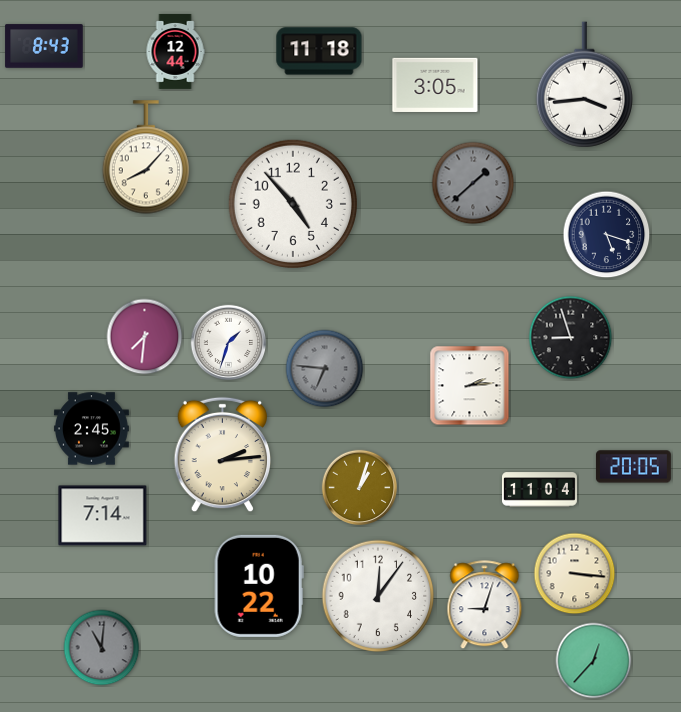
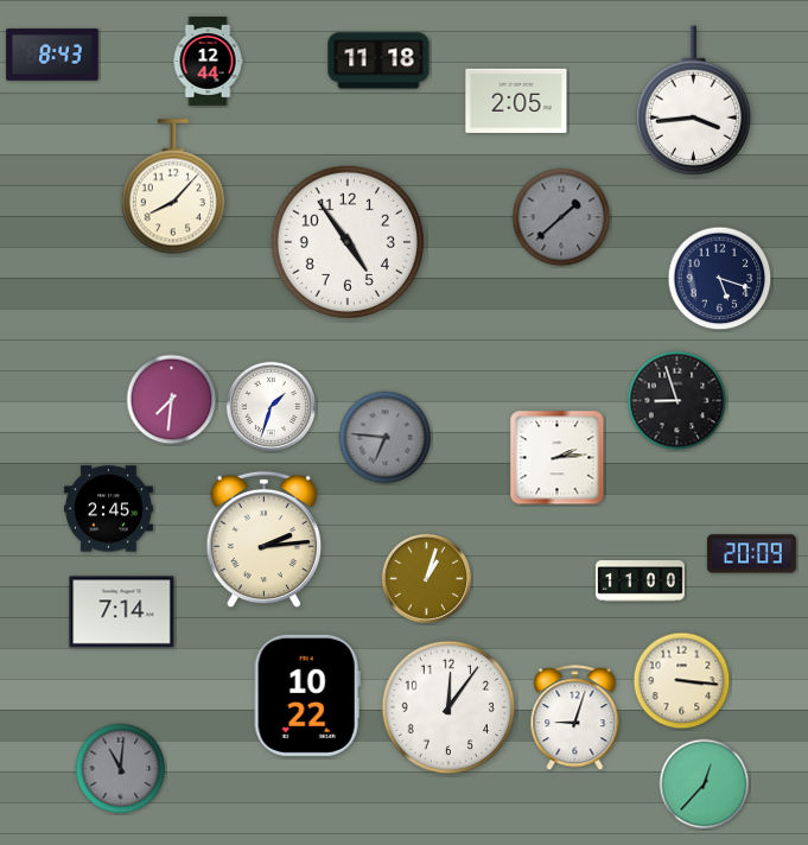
clock at (435, 85): 3:05 -> 2:05
clock at (293, 204): 4:53 -> 4:54
clock at (633, 467): 20:05 -> 20:09
clock at (540, 490): 11:04 -> 11:00
